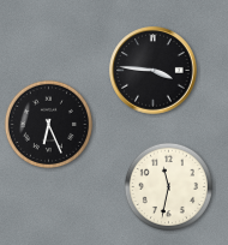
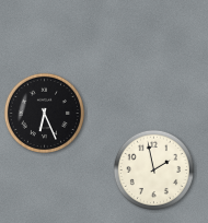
clock at (154, 71): 3:46 -> none
clock at (168, 186): 11:32 -> 1:58
